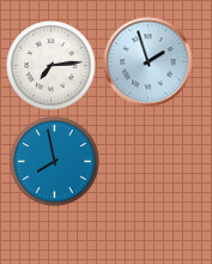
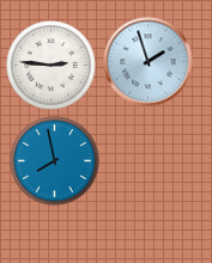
clock at (52, 66): 7:14 -> 2:46
